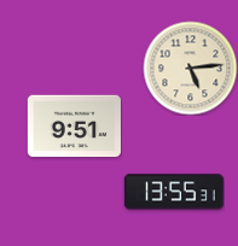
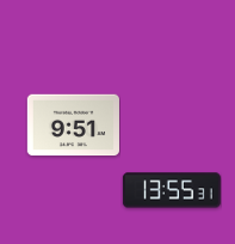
clock at (190, 68): 5:14 -> none
